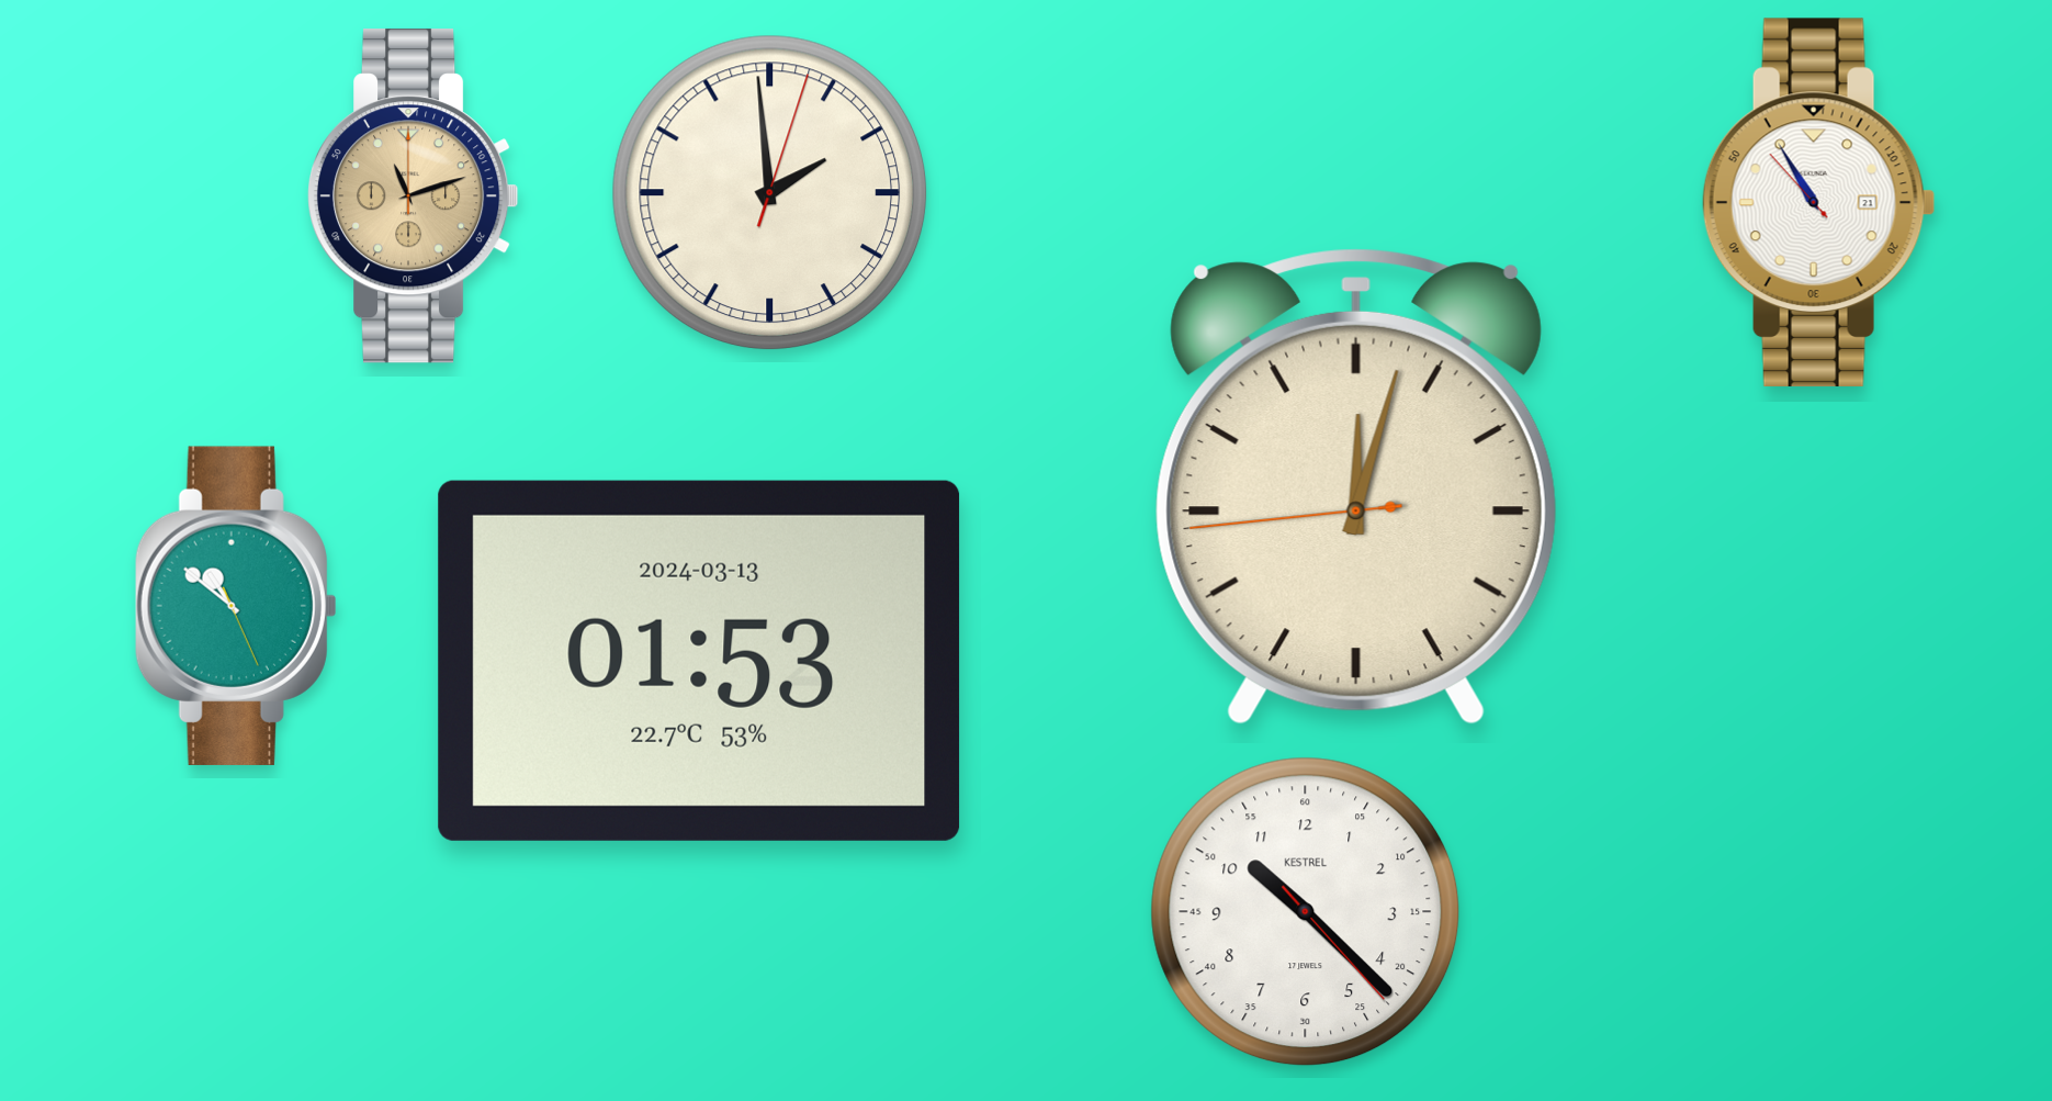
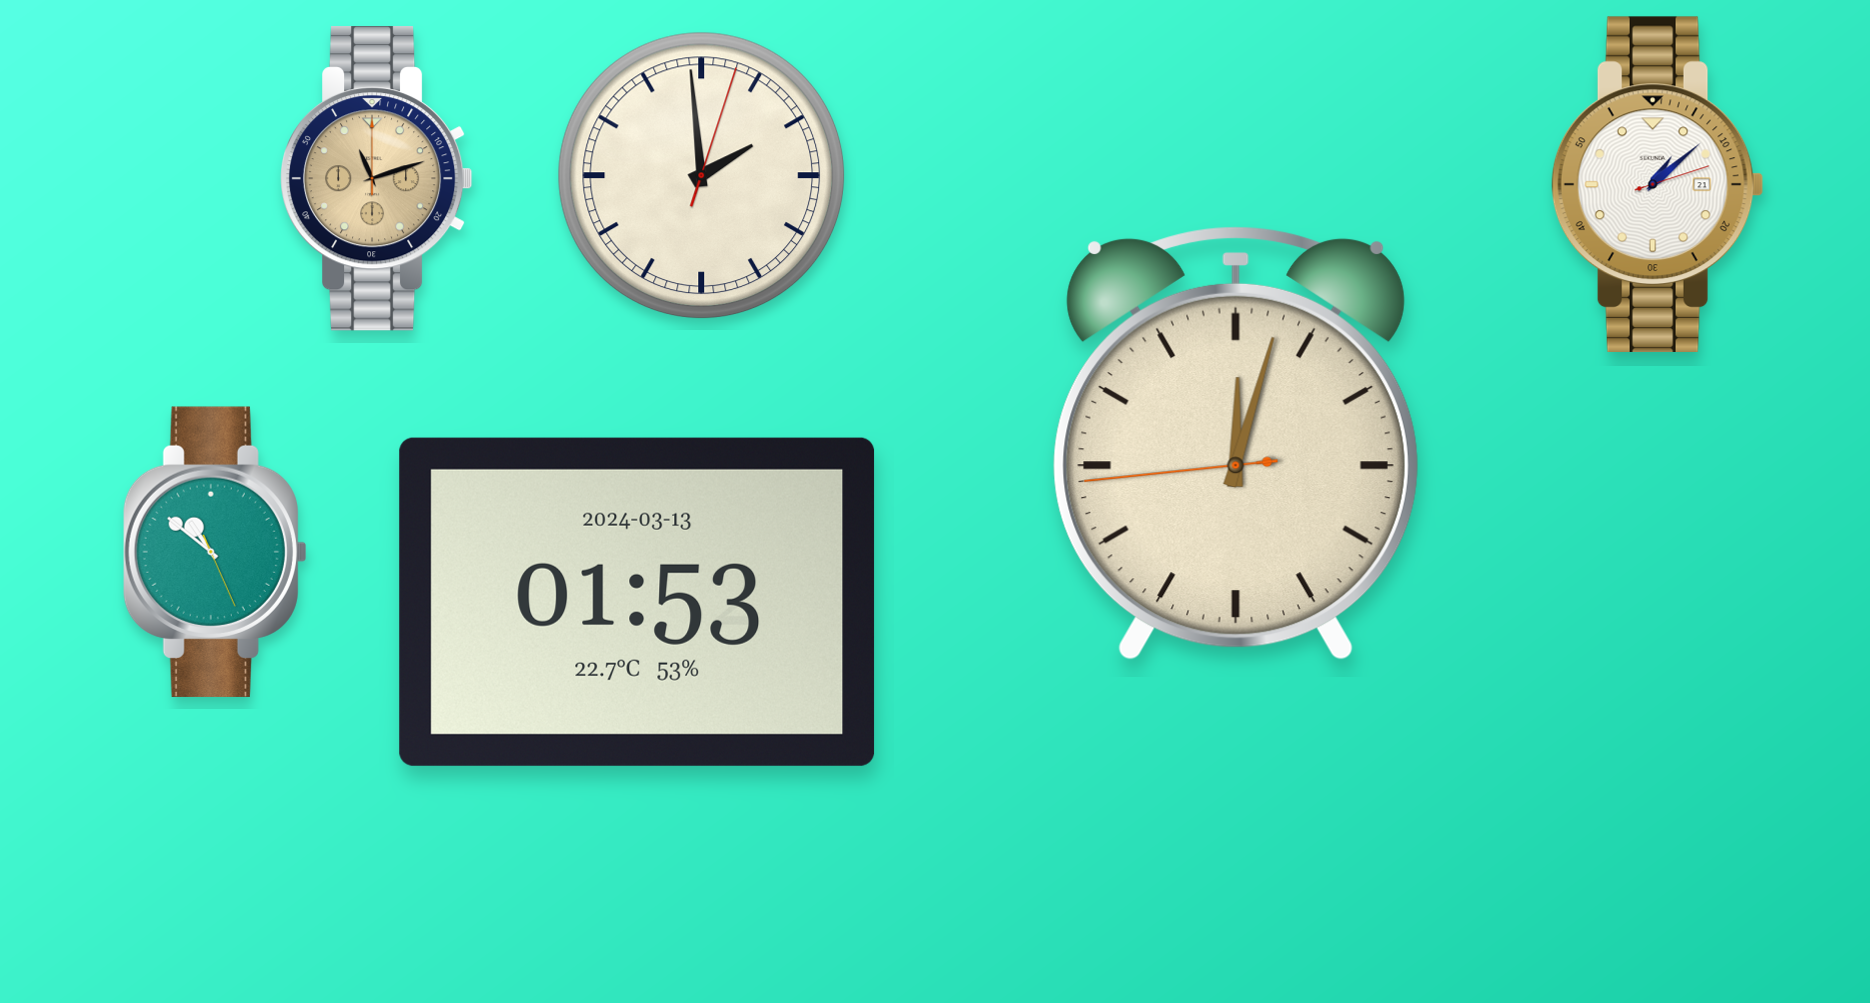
clock at (1818, 202): 10:54 -> 1:08
clock at (1306, 912): 10:22 -> none
